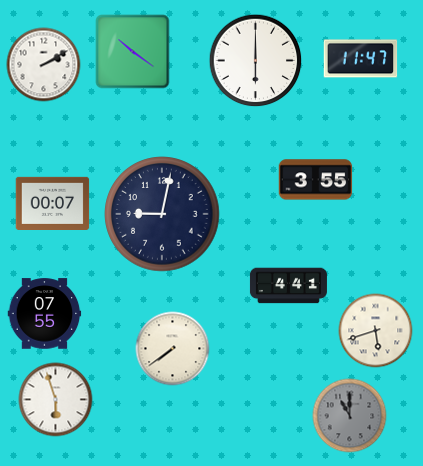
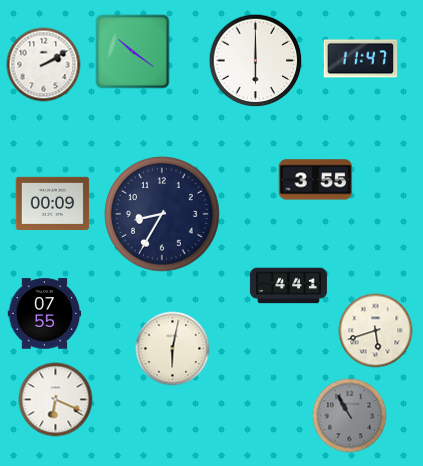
clock at (53, 203): 00:07 -> 00:09
clock at (162, 214): 9:02 -> 8:35
clock at (173, 349): 7:39 -> 6:02
clock at (56, 400): 5:57 -> 6:19
clock at (350, 416): 11:00 -> 10:55
